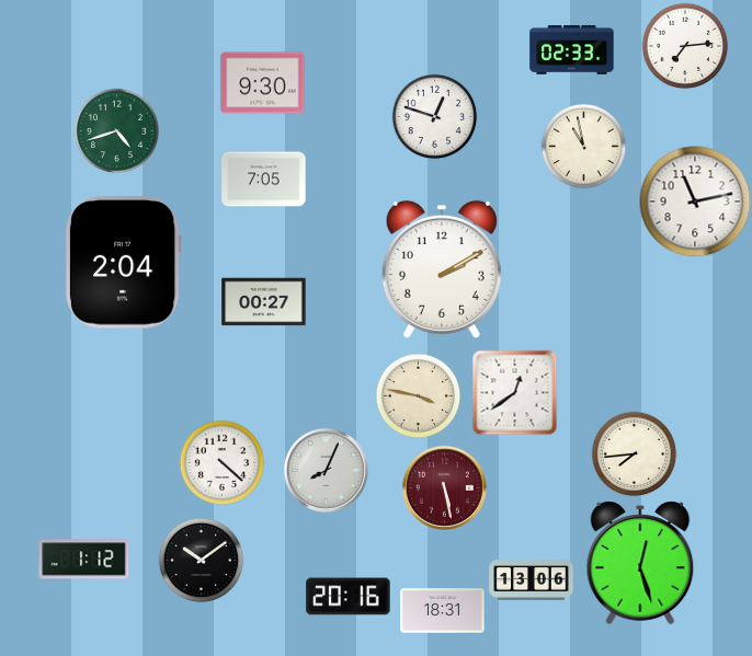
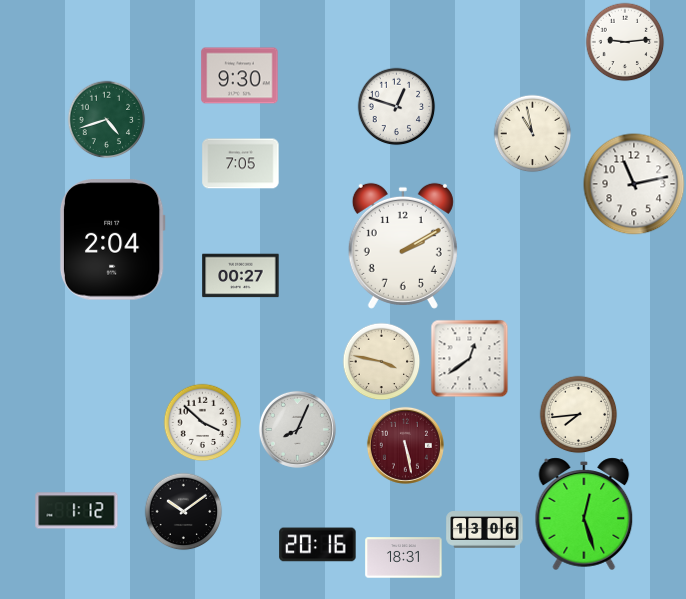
clock at (685, 46): 7:14 -> 9:14
clock at (572, 50): 02:33 -> none
clock at (221, 462): 4:22 -> 3:52
